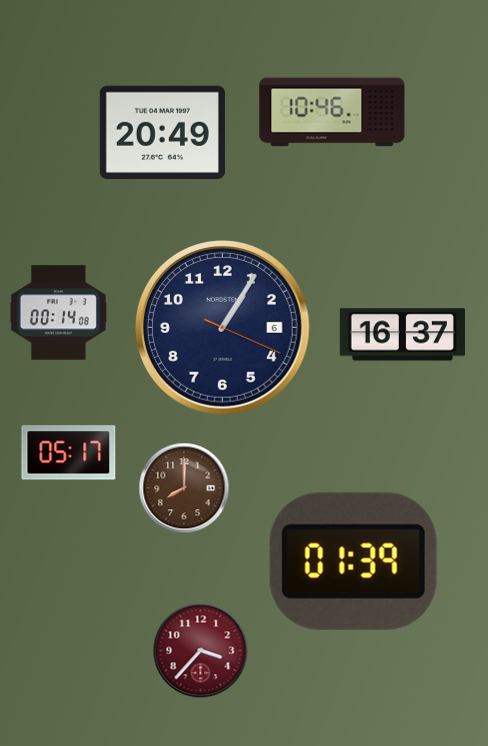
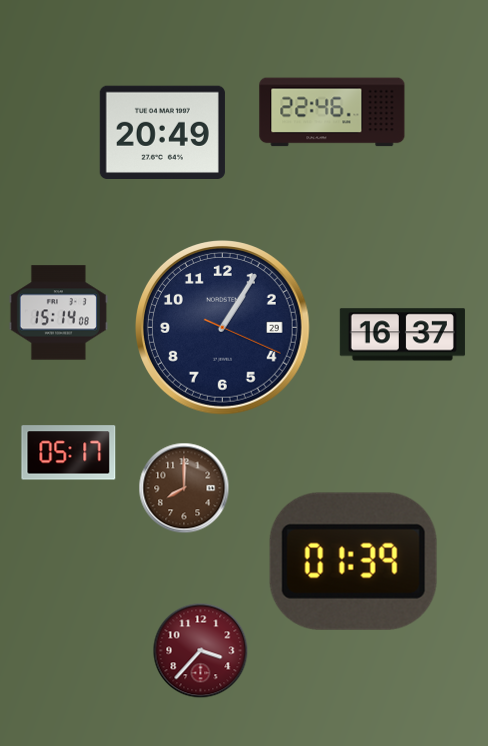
clock at (332, 112): 10:46 -> 22:46
clock at (58, 313): 00:14 -> 15:14
clock at (223, 328) date: 6 -> 29
